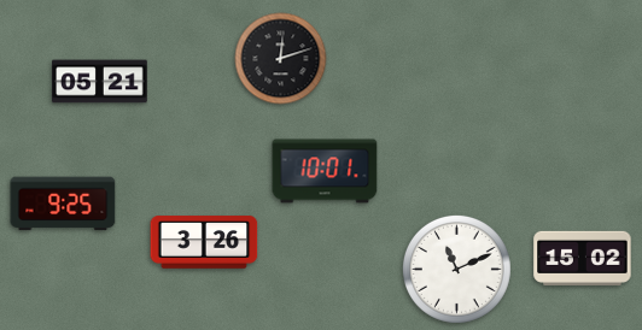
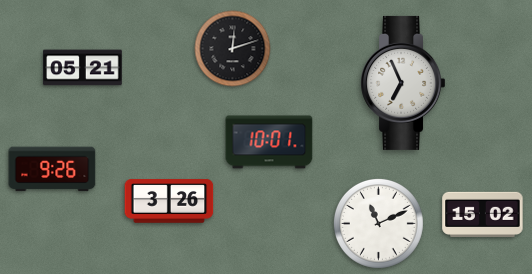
clock at (403, 83): none -> 6:56
clock at (63, 204): 9:25 -> 9:26
